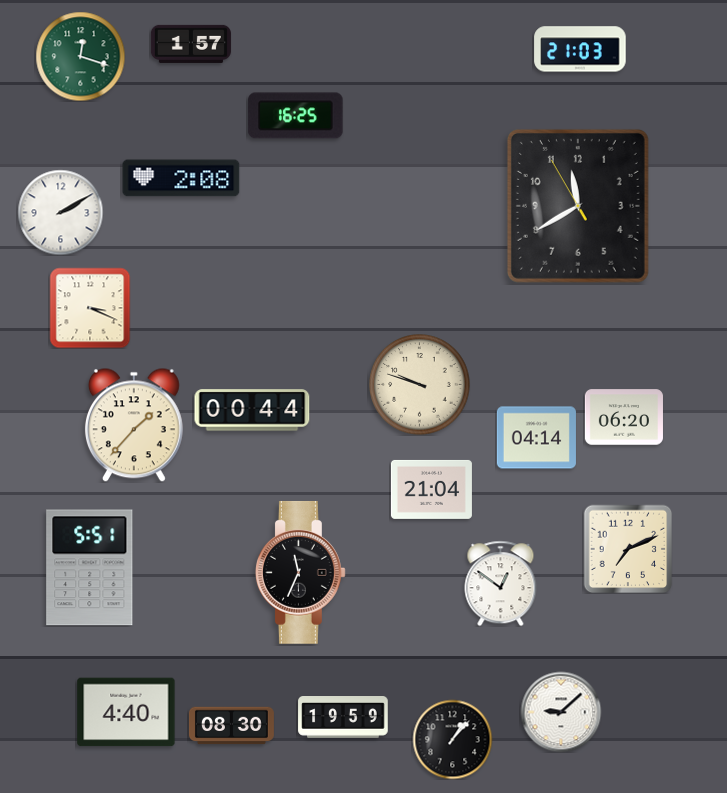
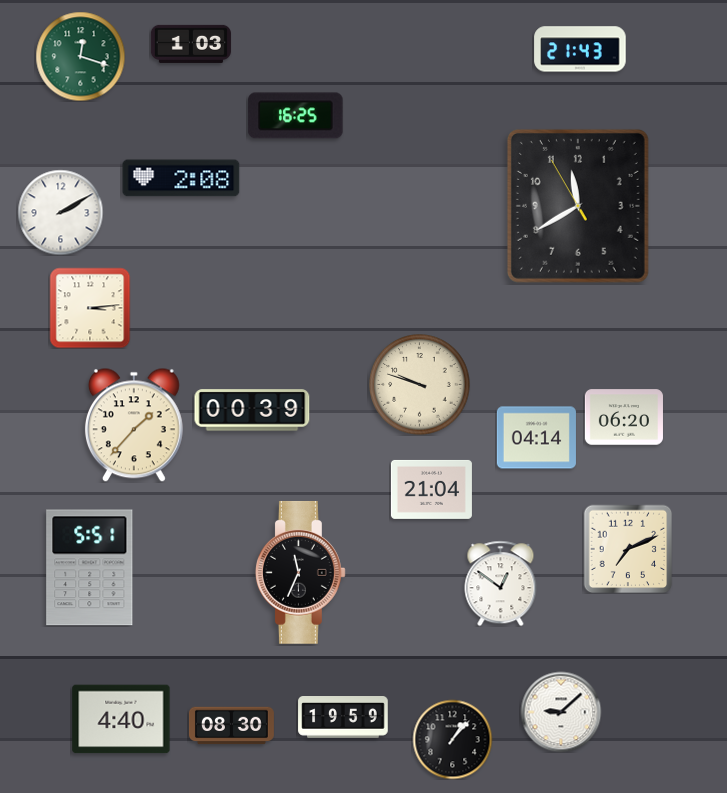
clock at (191, 44): 1:57 -> 1:03
clock at (580, 49): 21:03 -> 21:43
clock at (90, 308): 3:19 -> 3:14
clock at (252, 410): 00:44 -> 00:39
clock at (126, 712) position: (126, 712) -> (121, 719)
